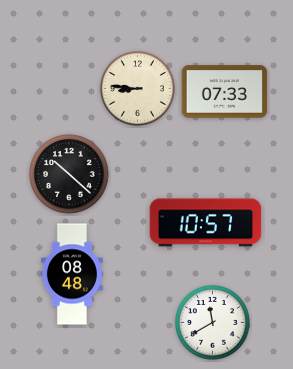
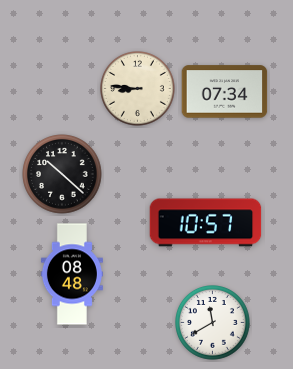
clock at (225, 92): 07:33 -> 07:34
clock at (69, 174) position: (69, 174) -> (62, 174)
